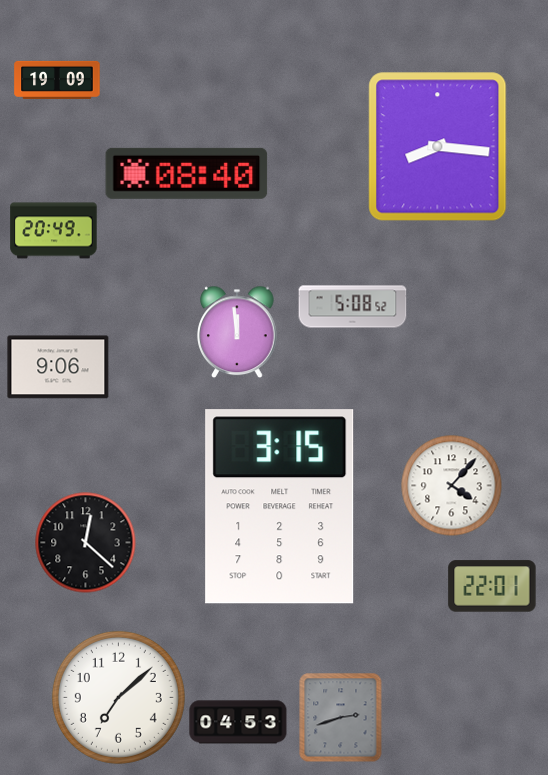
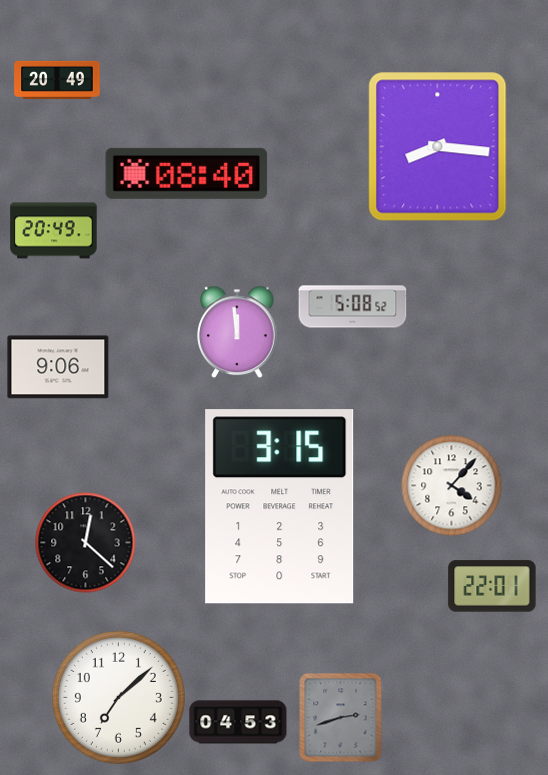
clock at (57, 80): 19:09 -> 20:49
